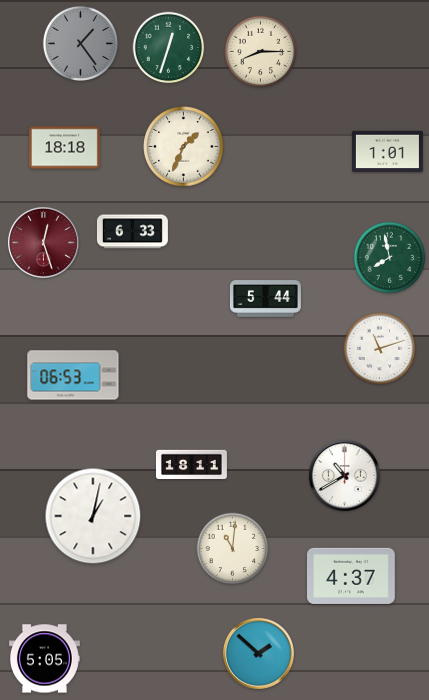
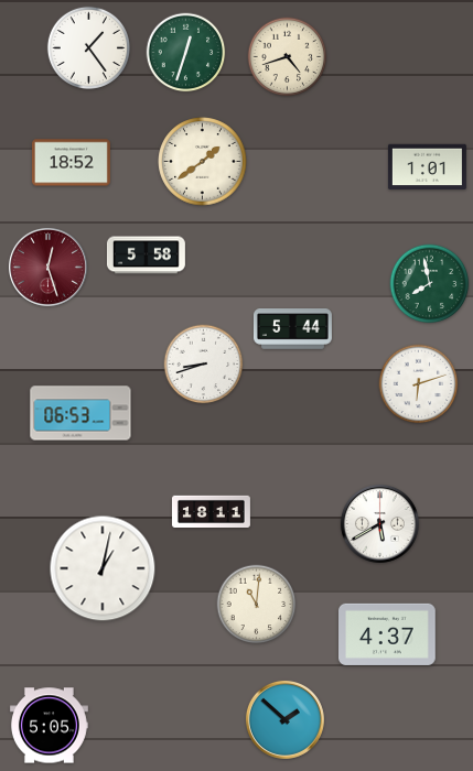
clock at (80, 43) dial: grey -> white
clock at (261, 52): 8:15 -> 4:42
clock at (184, 147): 1:34 -> 1:39
clock at (64, 148): 18:18 -> 18:52
clock at (132, 232): 6:33 -> 5:58
clock at (204, 365): none -> 8:42
clock at (380, 349): 11:12 -> 6:12
clock at (344, 475): 10:40 -> 5:40
